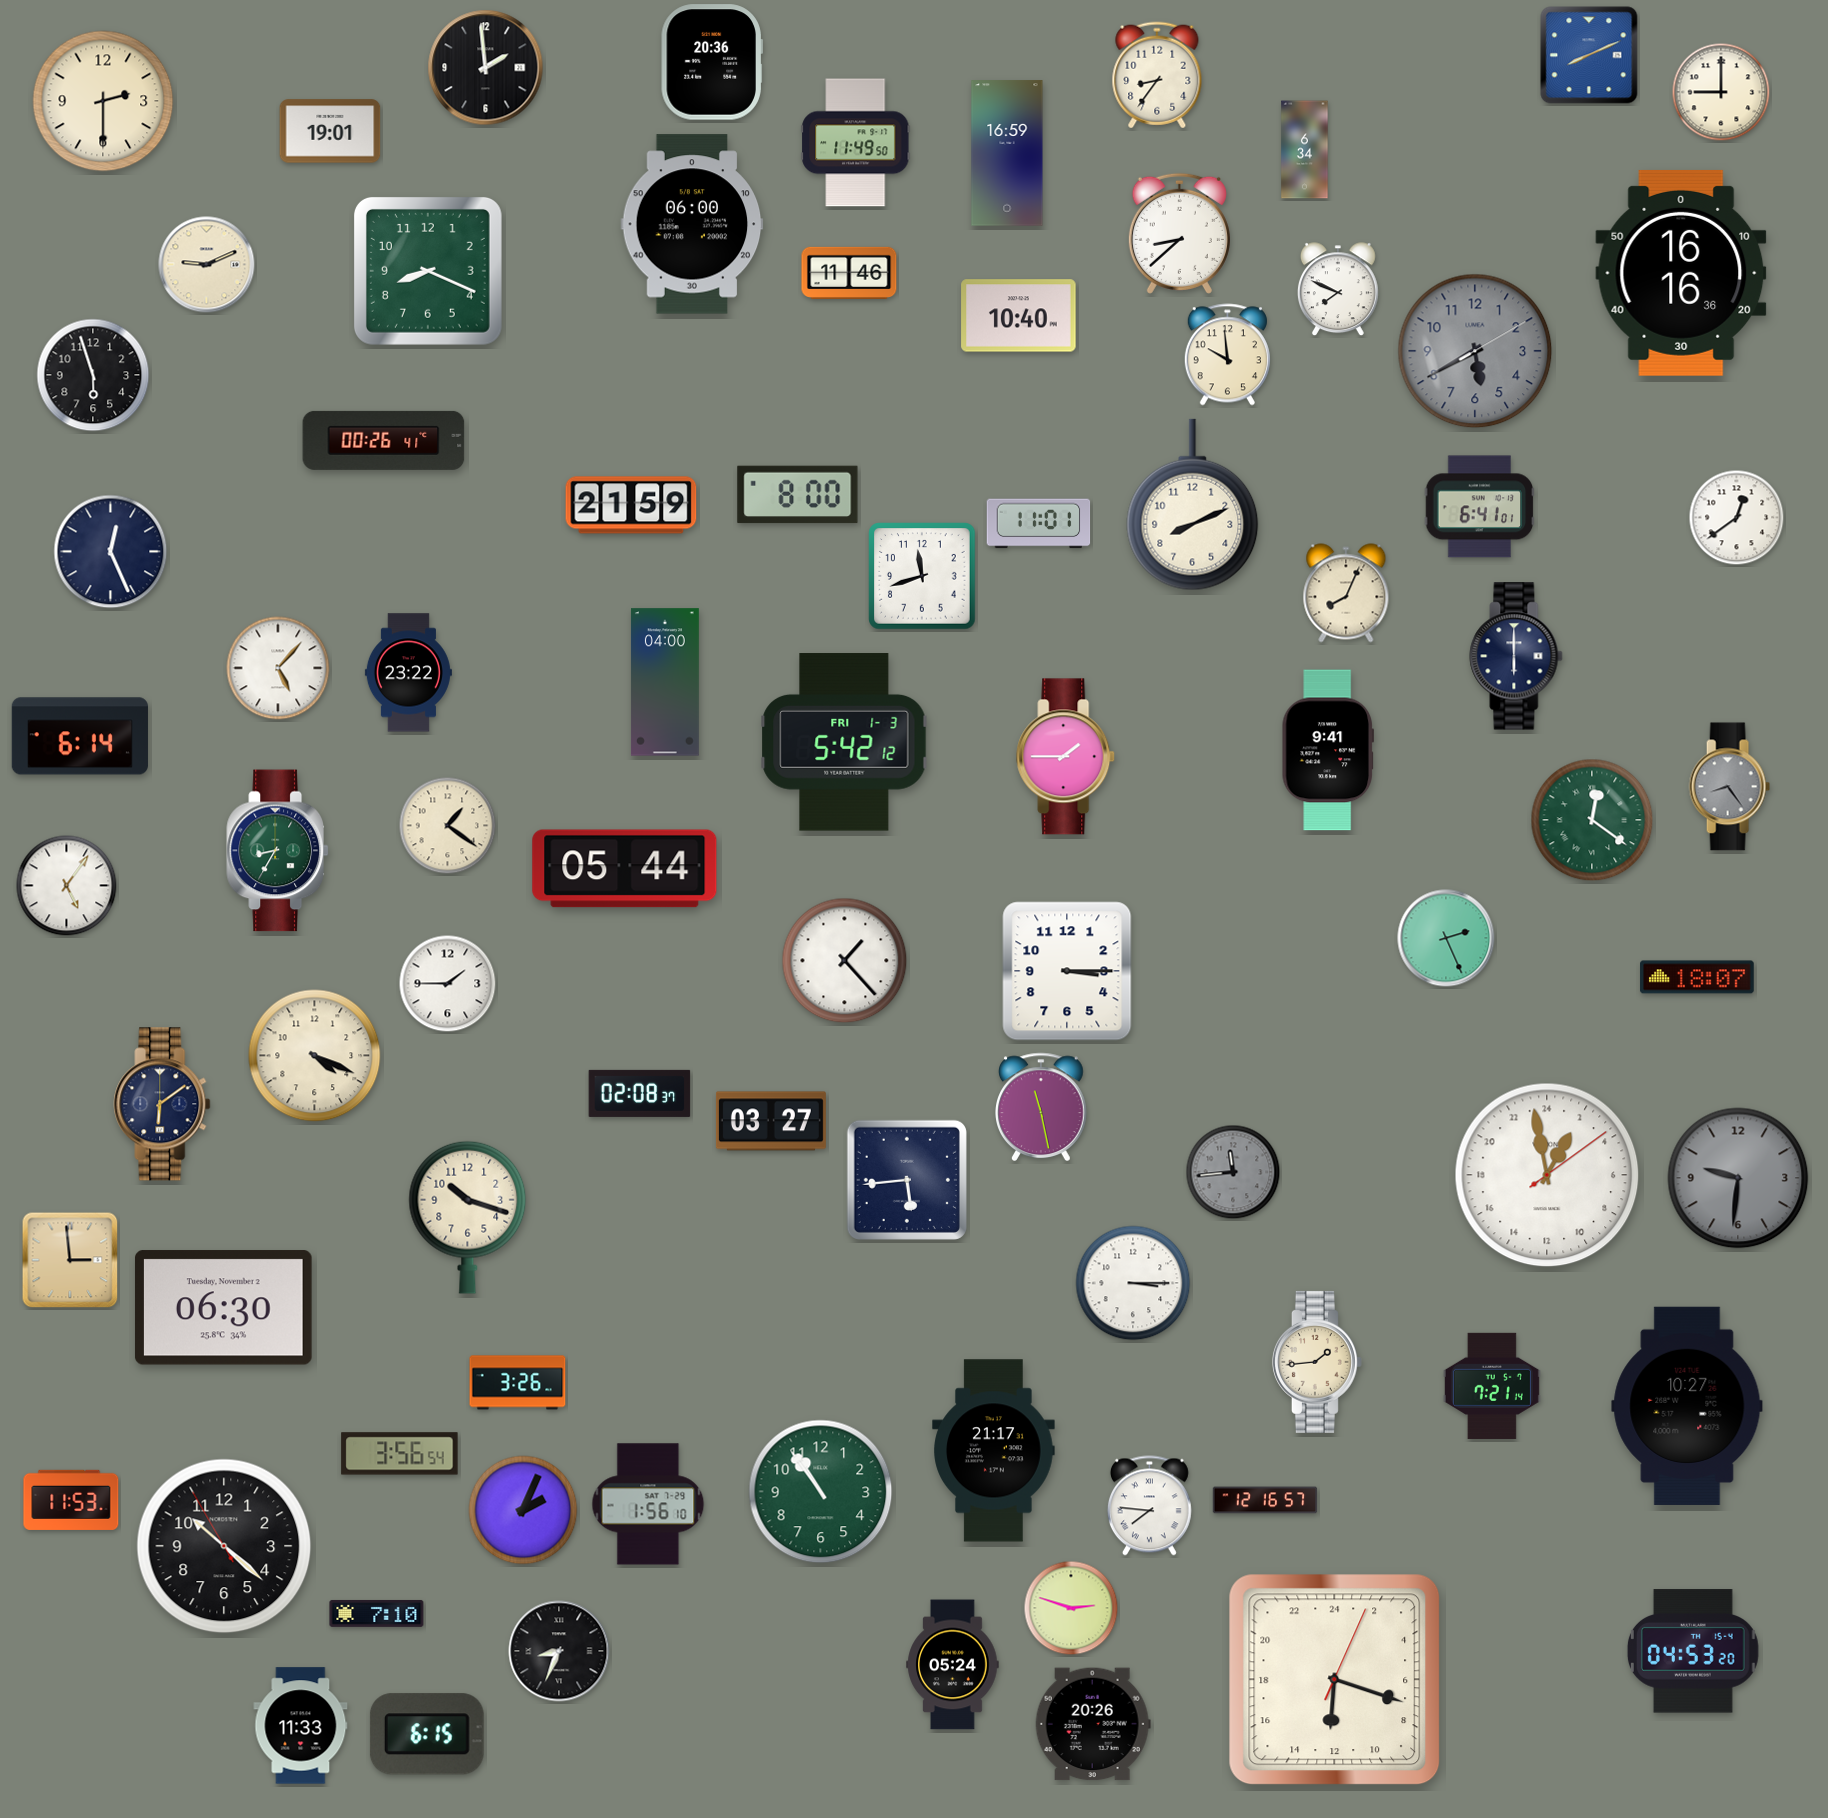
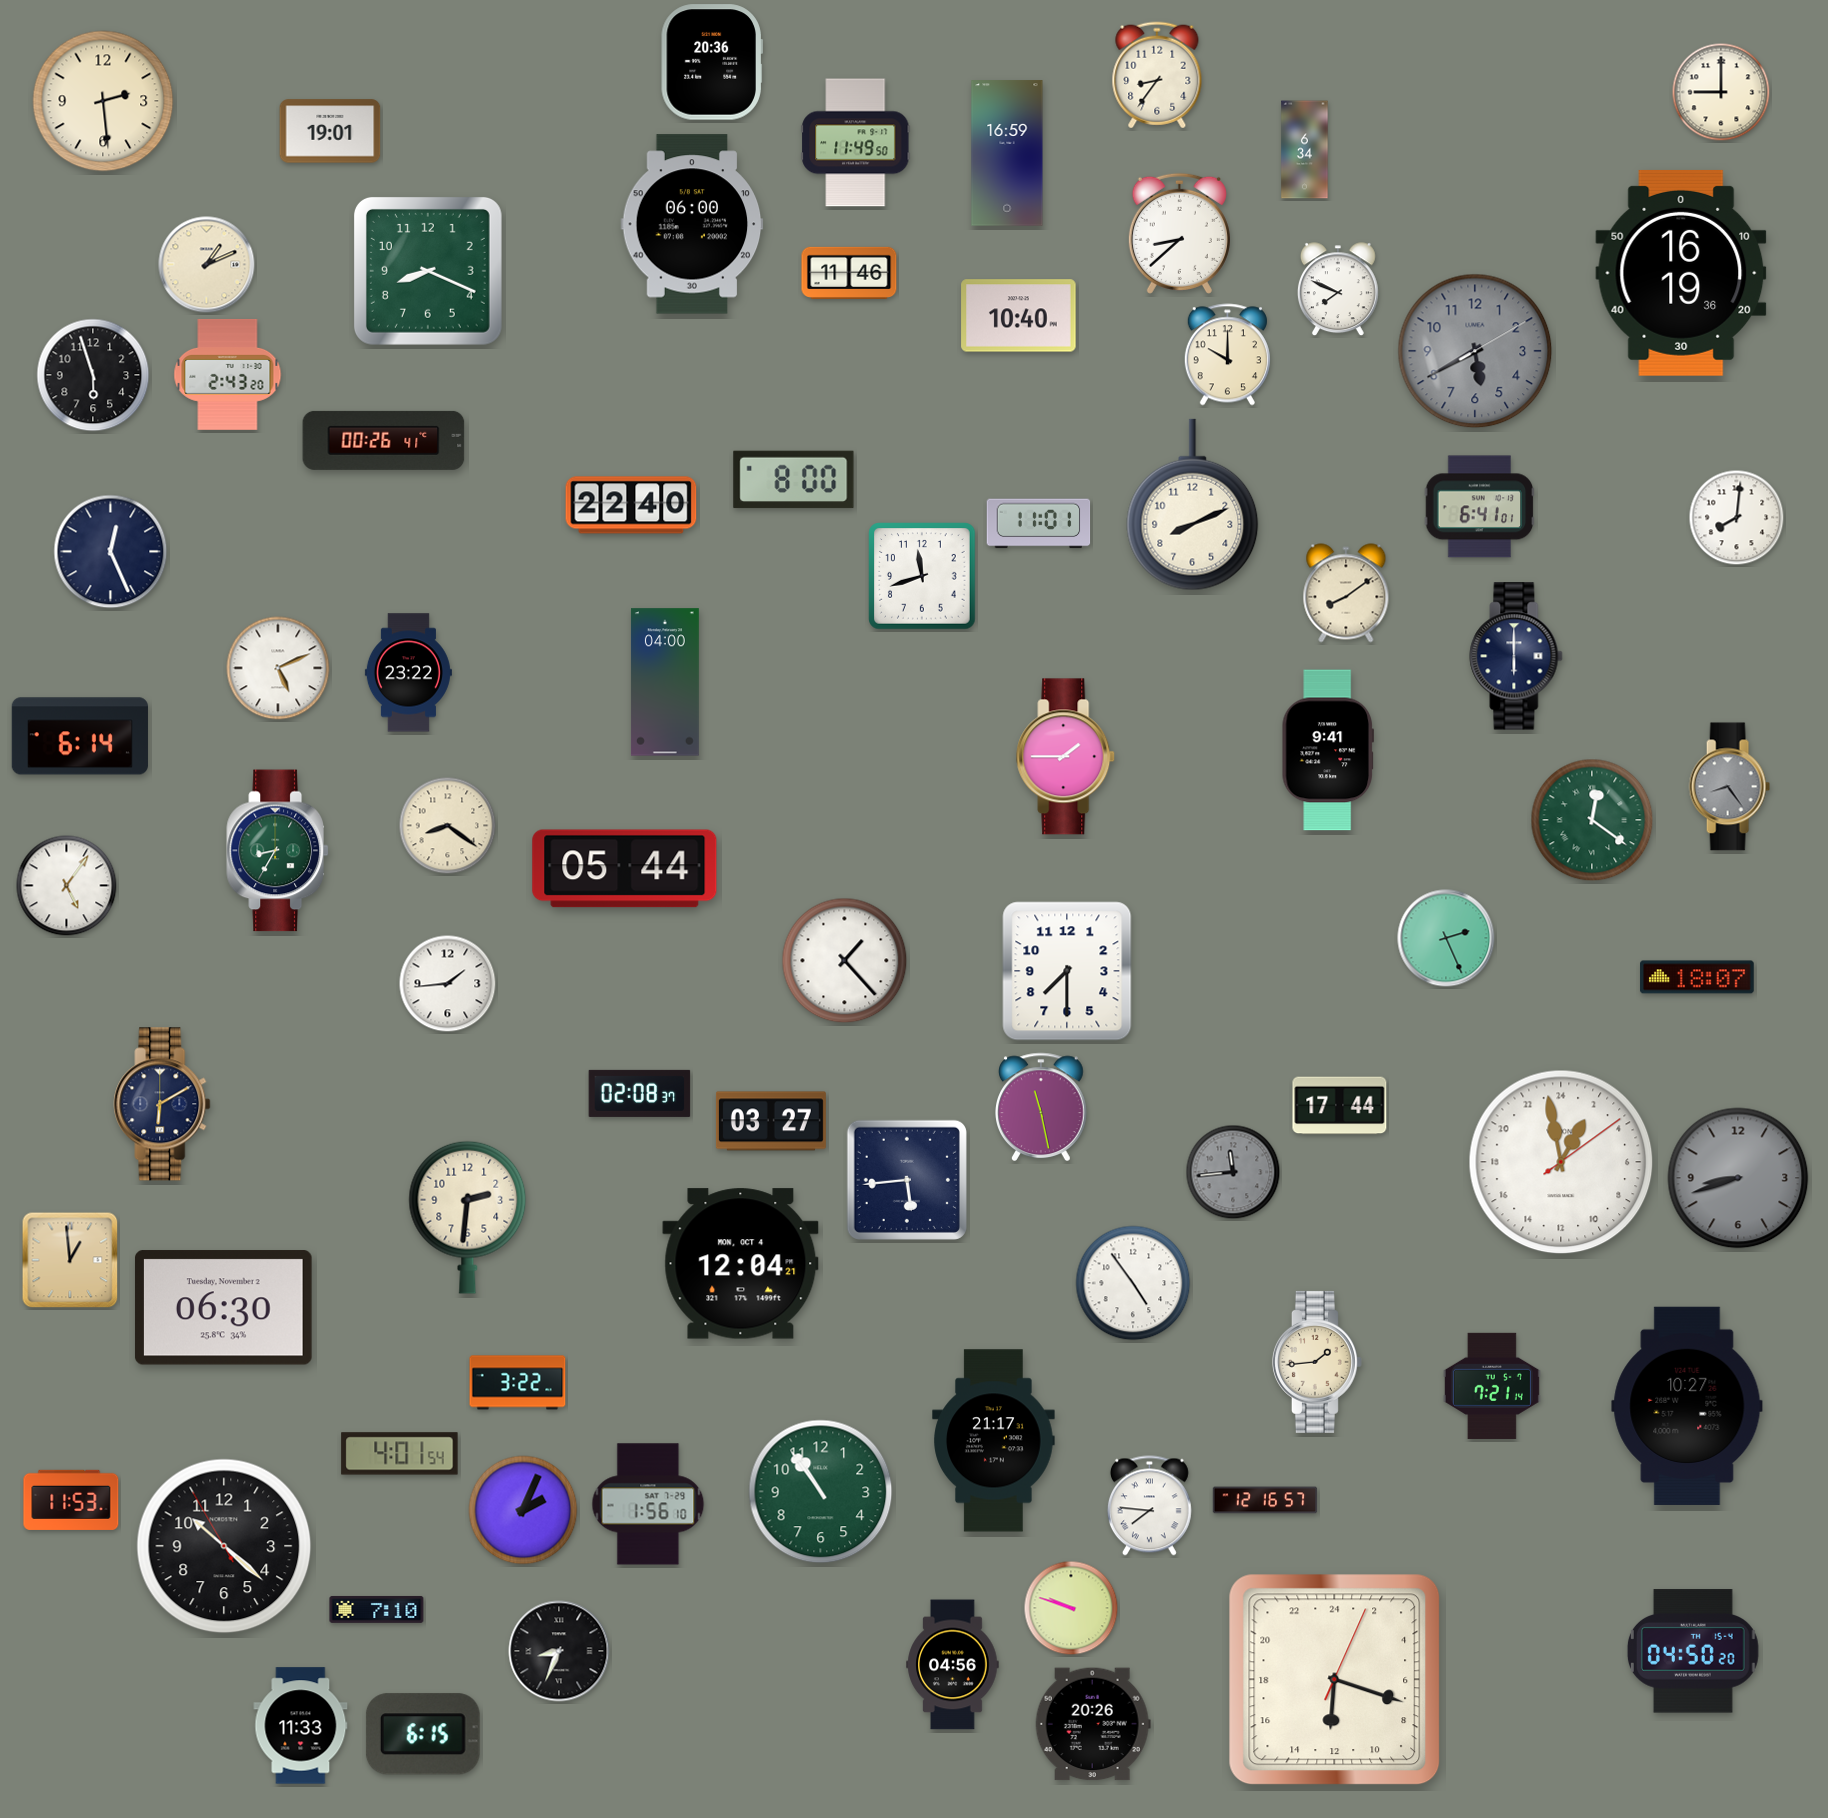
clock at (1589, 55): 8:11 -> none
clock at (486, 68): 1:59 -> none
clock at (103, 101): 2:30 -> 2:29
clock at (207, 265): 9:11 -> 1:11
clock at (1681, 273): 16:16 -> 16:19
clock at (1227, 355): 9:59 -> 10:00
clock at (228, 374): none -> 2:43
clock at (798, 495) position: (798, 495) -> (794, 480)
clock at (631, 505): 21:59 -> 22:40
clock at (1737, 518): 12:39 -> 8:01
clock at (1346, 593): 8:04 -> 8:09
clock at (278, 668): 5:07 -> 5:11
clock at (844, 742): 5:42 -> none
clock at (448, 826): 1:21 -> 8:21
clock at (1067, 971): 3:15 -> 7:30
clock at (448, 984): 1:45 -> 1:44
clock at (315, 1056): 4:19 -> none
clock at (162, 1104): 6:09 -> 6:10
clock at (1340, 1106): none -> 17:44
clock at (1547, 1175) position: (1547, 1175) -> (1561, 1162)
clock at (1738, 1178): 9:31 -> 8:42
clock at (468, 1217): 10:18 -> 2:31
clock at (70, 1260): 2:59 -> 12:59
clock at (741, 1264): none -> 12:04
clock at (1133, 1283): 3:15 -> 4:54
clock at (518, 1383): 3:26 -> 3:22
clock at (994, 1451) position: (994, 1451) -> (994, 1441)
clock at (400, 1454): 3:56 -> 4:01
clock at (1071, 1608): 2:48 -> 9:48
clock at (377, 1613) position: (377, 1613) -> (377, 1609)
clock at (1693, 1651): 04:53 -> 04:50
clock at (953, 1665): 05:24 -> 04:56
clock at (427, 1734) position: (427, 1734) -> (423, 1734)
